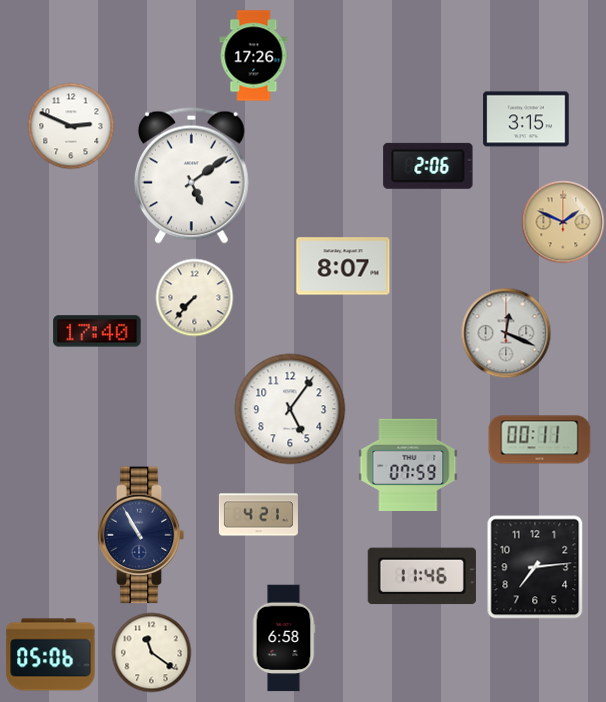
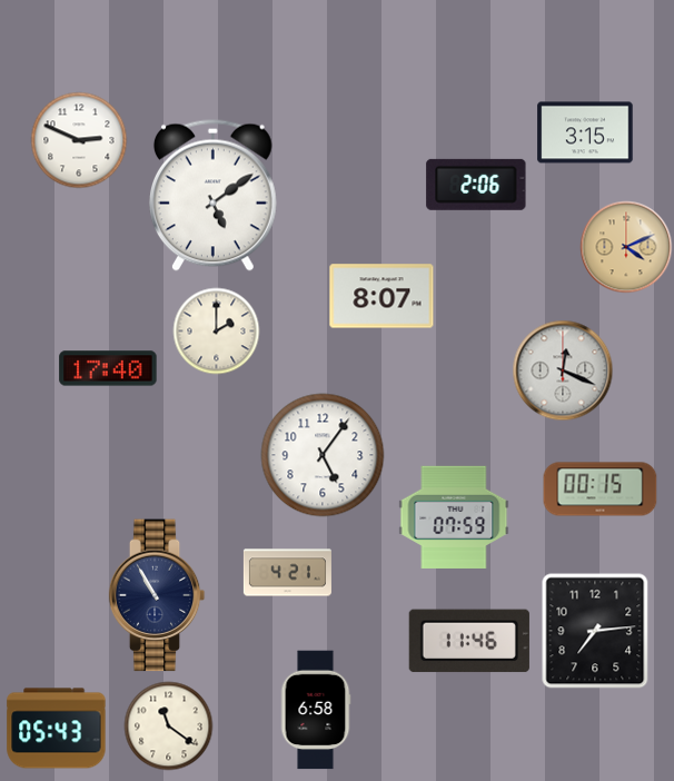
clock at (254, 56): 17:26 -> none
clock at (563, 222): 1:49 -> 4:11
clock at (195, 298): 7:37 -> 2:00
clock at (540, 440): 00:11 -> 00:15
clock at (51, 655): 05:06 -> 05:43
